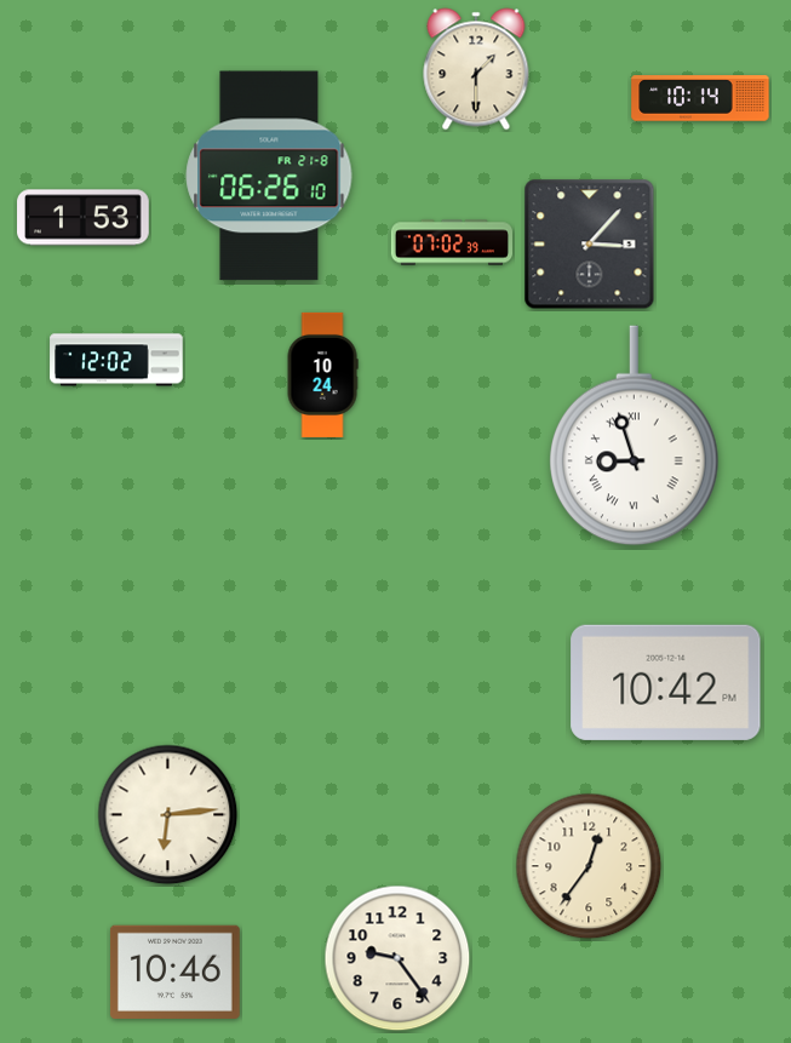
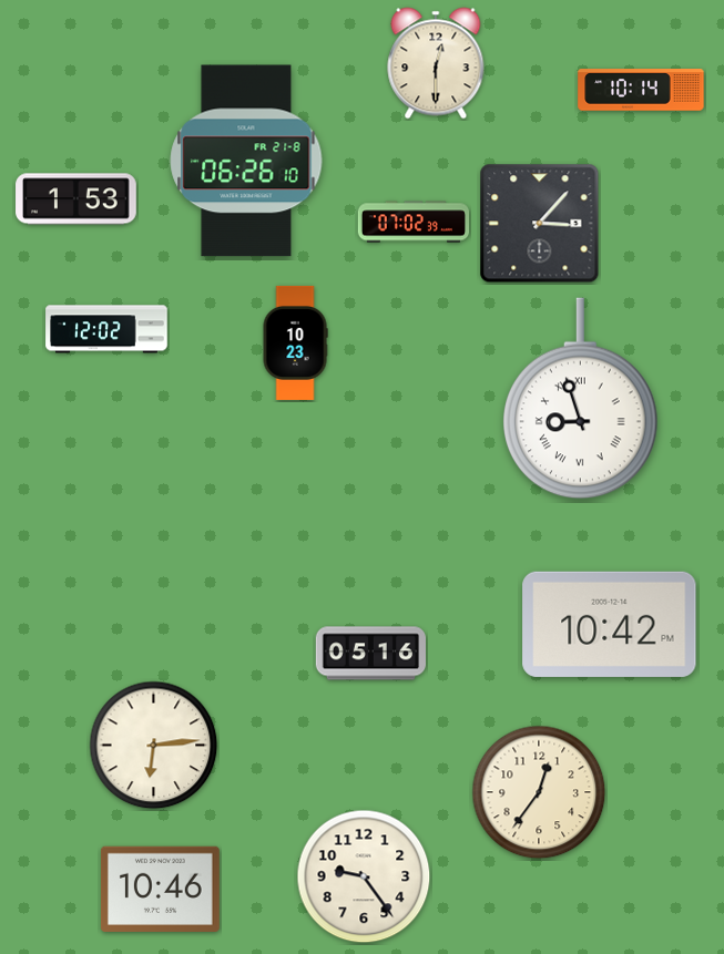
clock at (476, 69): 1:30 -> 12:30
clock at (322, 374): 10:24 -> 10:23
clock at (370, 654): none -> 05:16
